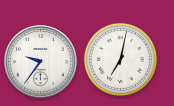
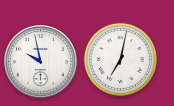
clock at (41, 62): 9:36 -> 9:58
